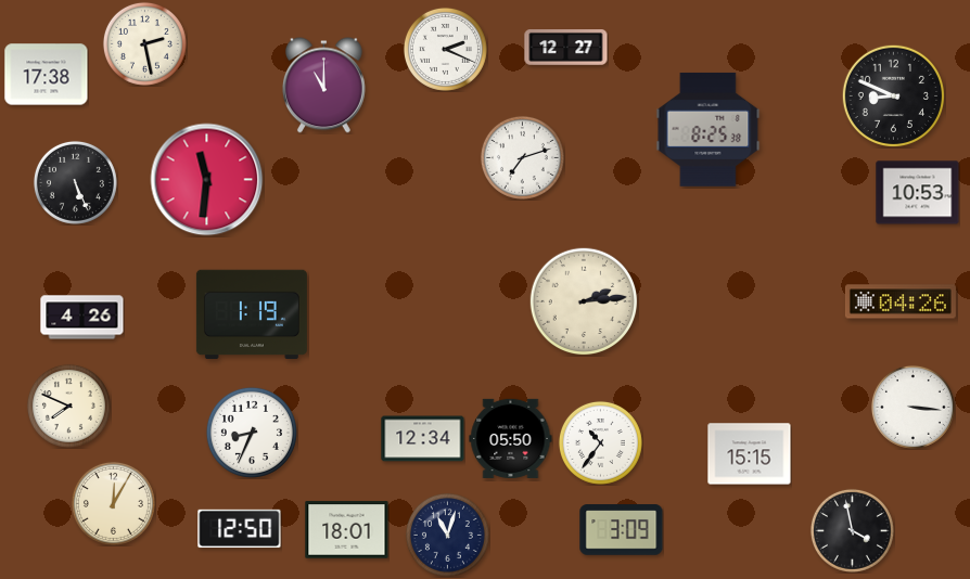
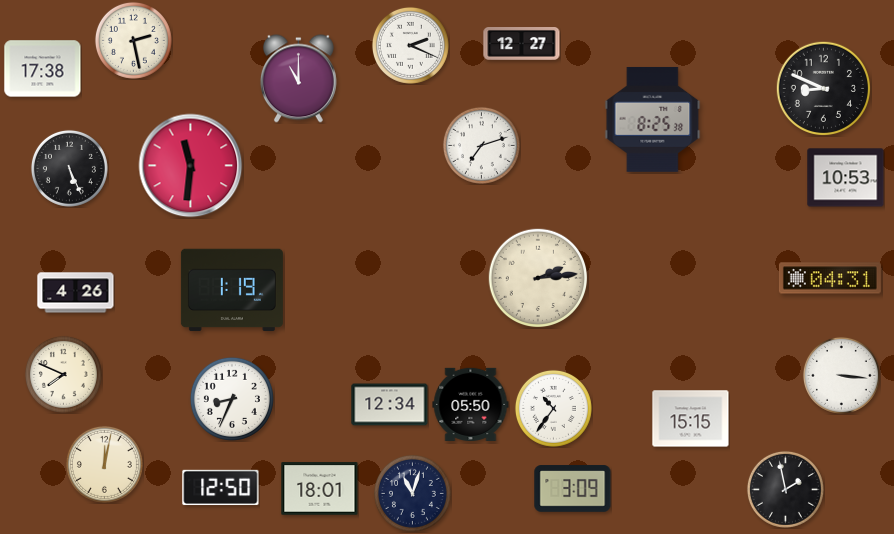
clock at (901, 301): 04:26 -> 04:31
clock at (113, 503): 12:05 -> 12:02
clock at (852, 530): 3:58 -> 1:58
